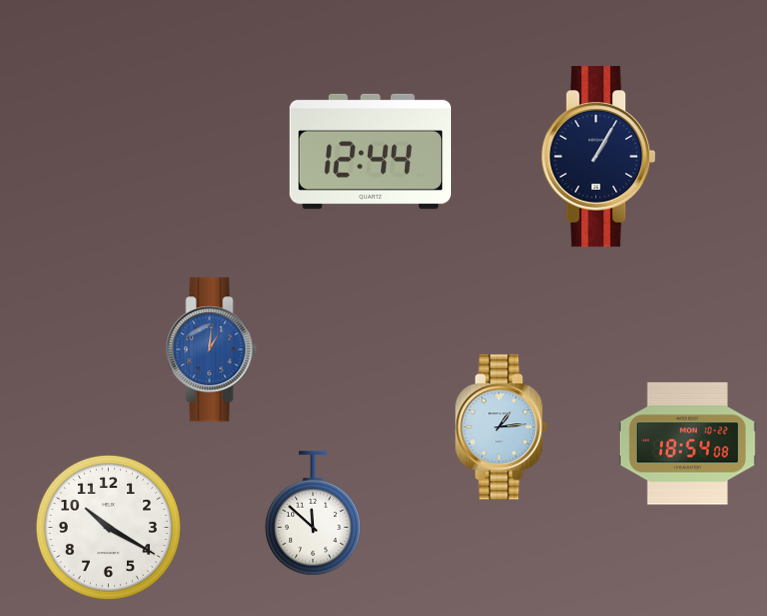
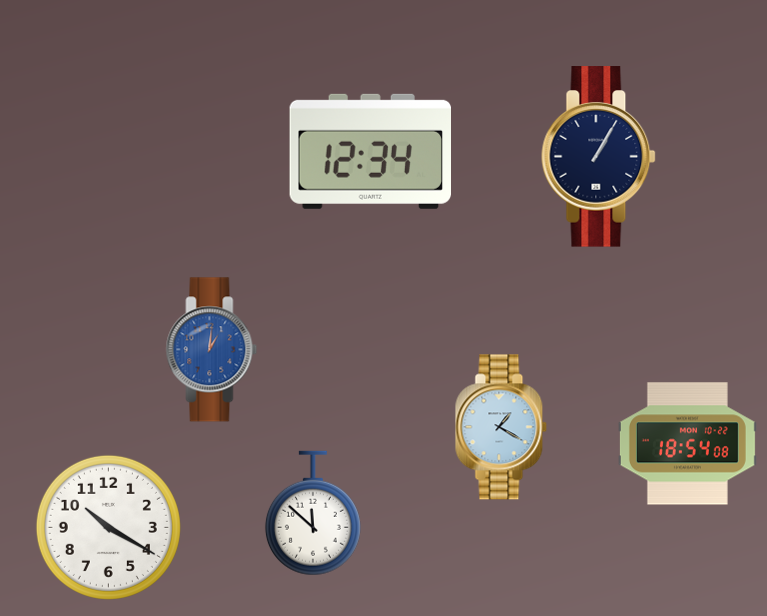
clock at (370, 151): 12:44 -> 12:34
clock at (501, 427): 1:14 -> 1:20
